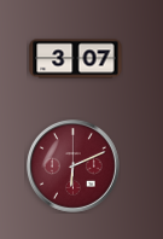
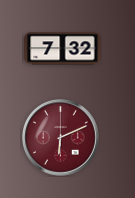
clock at (76, 59): 3:07 -> 7:32
